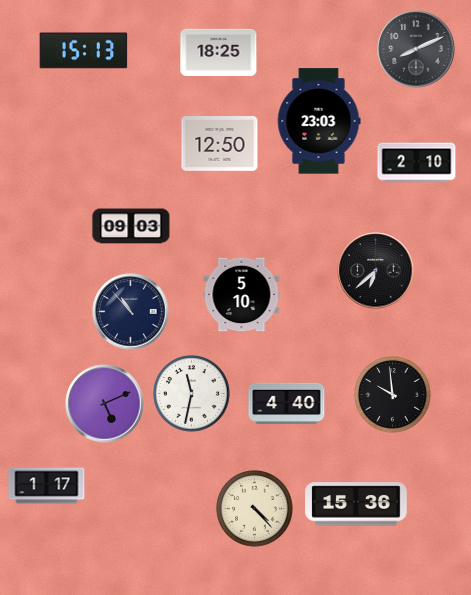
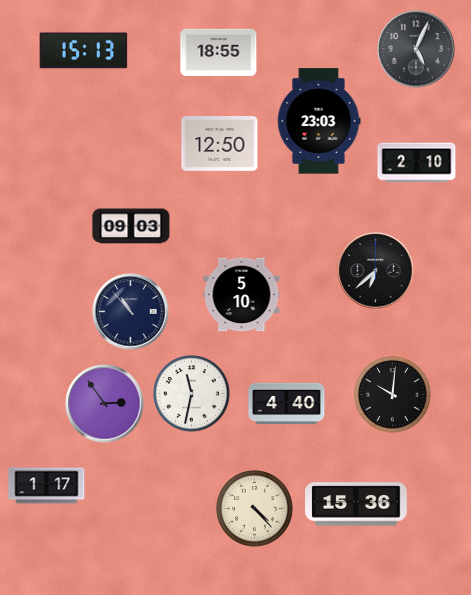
clock at (416, 49): 8:11 -> 5:04
clock at (219, 52): 18:25 -> 18:55
clock at (393, 395): 9:59 -> 10:01
clock at (105, 404): 5:11 -> 2:54
